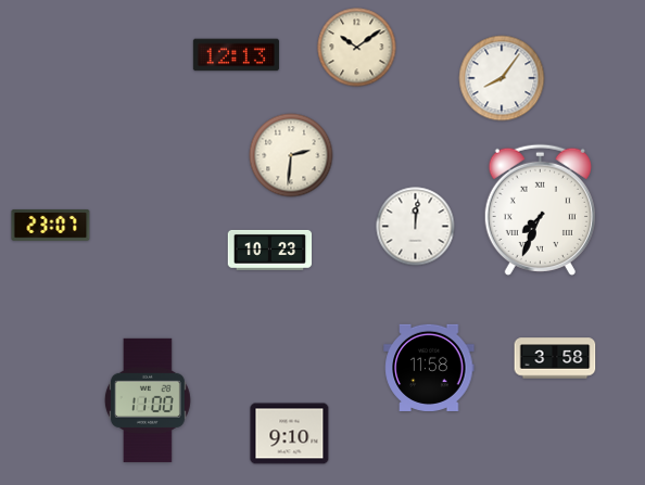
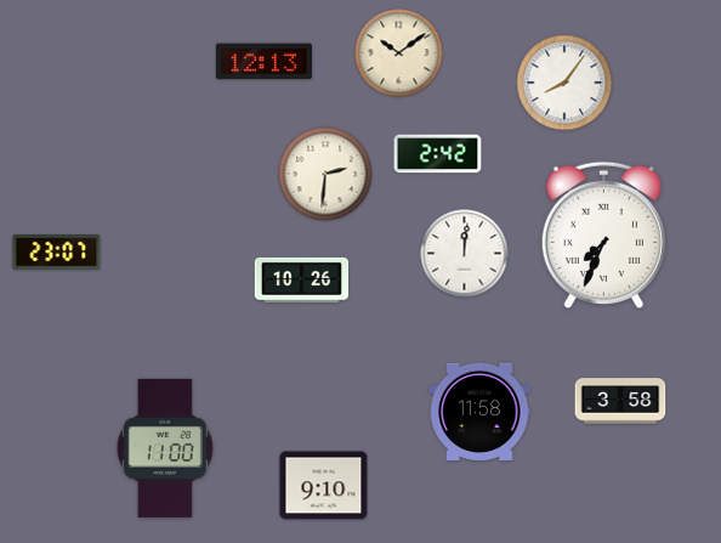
clock at (502, 78) position: (502, 78) -> (564, 83)
clock at (438, 154): none -> 2:42
clock at (270, 250): 10:23 -> 10:26
